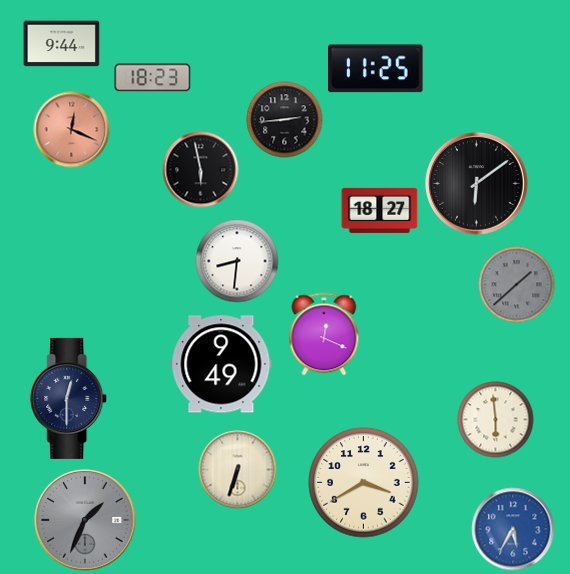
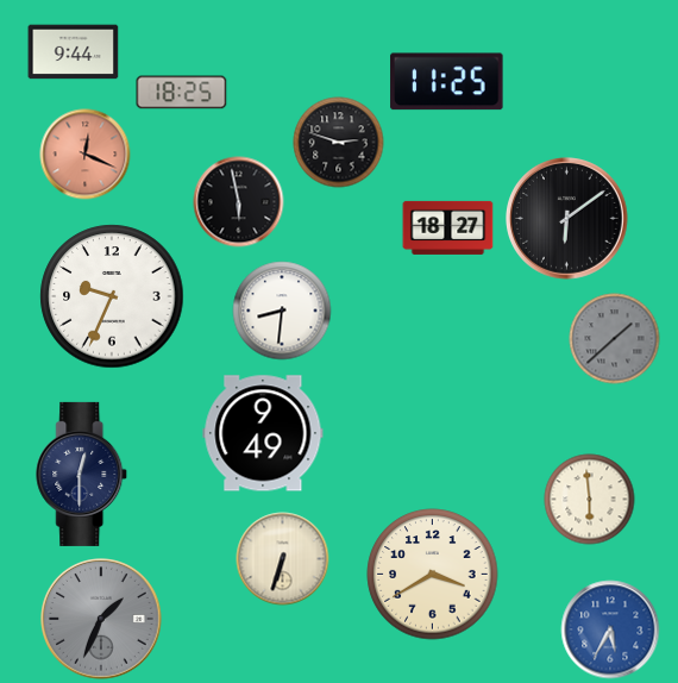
clock at (153, 78): 18:23 -> 18:25
clock at (285, 120): 2:44 -> 2:48
clock at (380, 210) position: (380, 210) -> (448, 227)
clock at (112, 296): none -> 9:34
clock at (324, 334): 12:19 -> none
